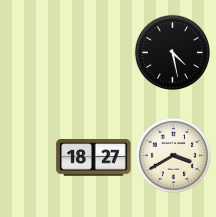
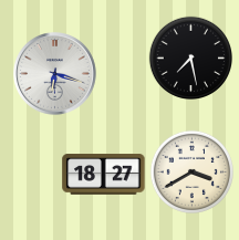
clock at (172, 52): 4:28 -> 7:28
clock at (55, 74): none -> 6:18
